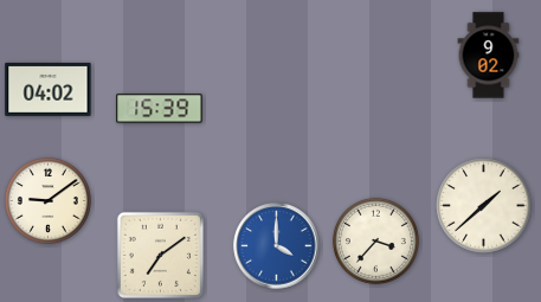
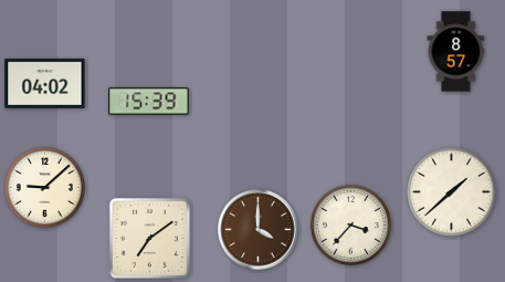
clock at (489, 56): 9:02 -> 8:57
clock at (47, 200): 9:09 -> 9:08
clock at (277, 246) dial: blue -> brown
